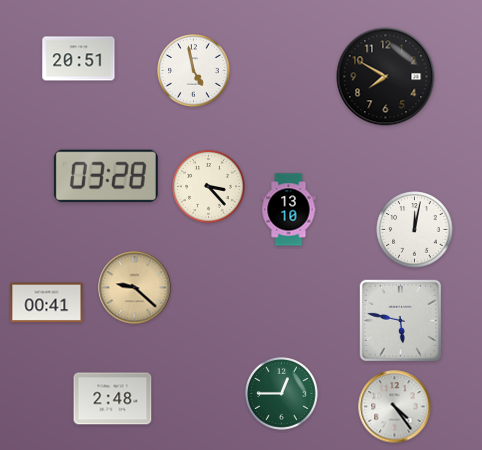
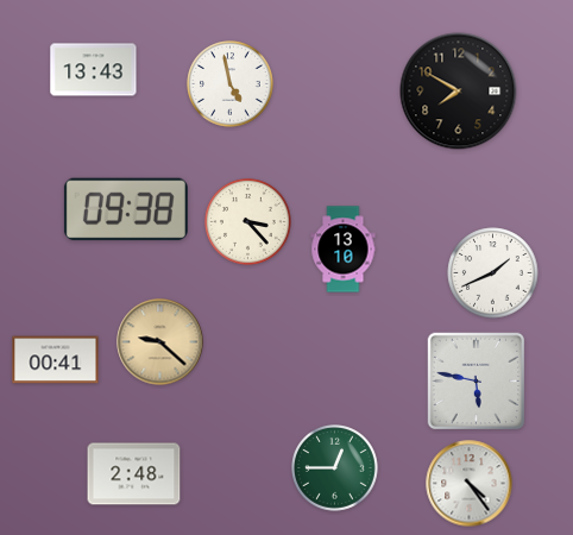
clock at (79, 59): 20:51 -> 13:43
clock at (106, 176): 03:28 -> 09:38
clock at (415, 230): 12:02 -> 1:41
